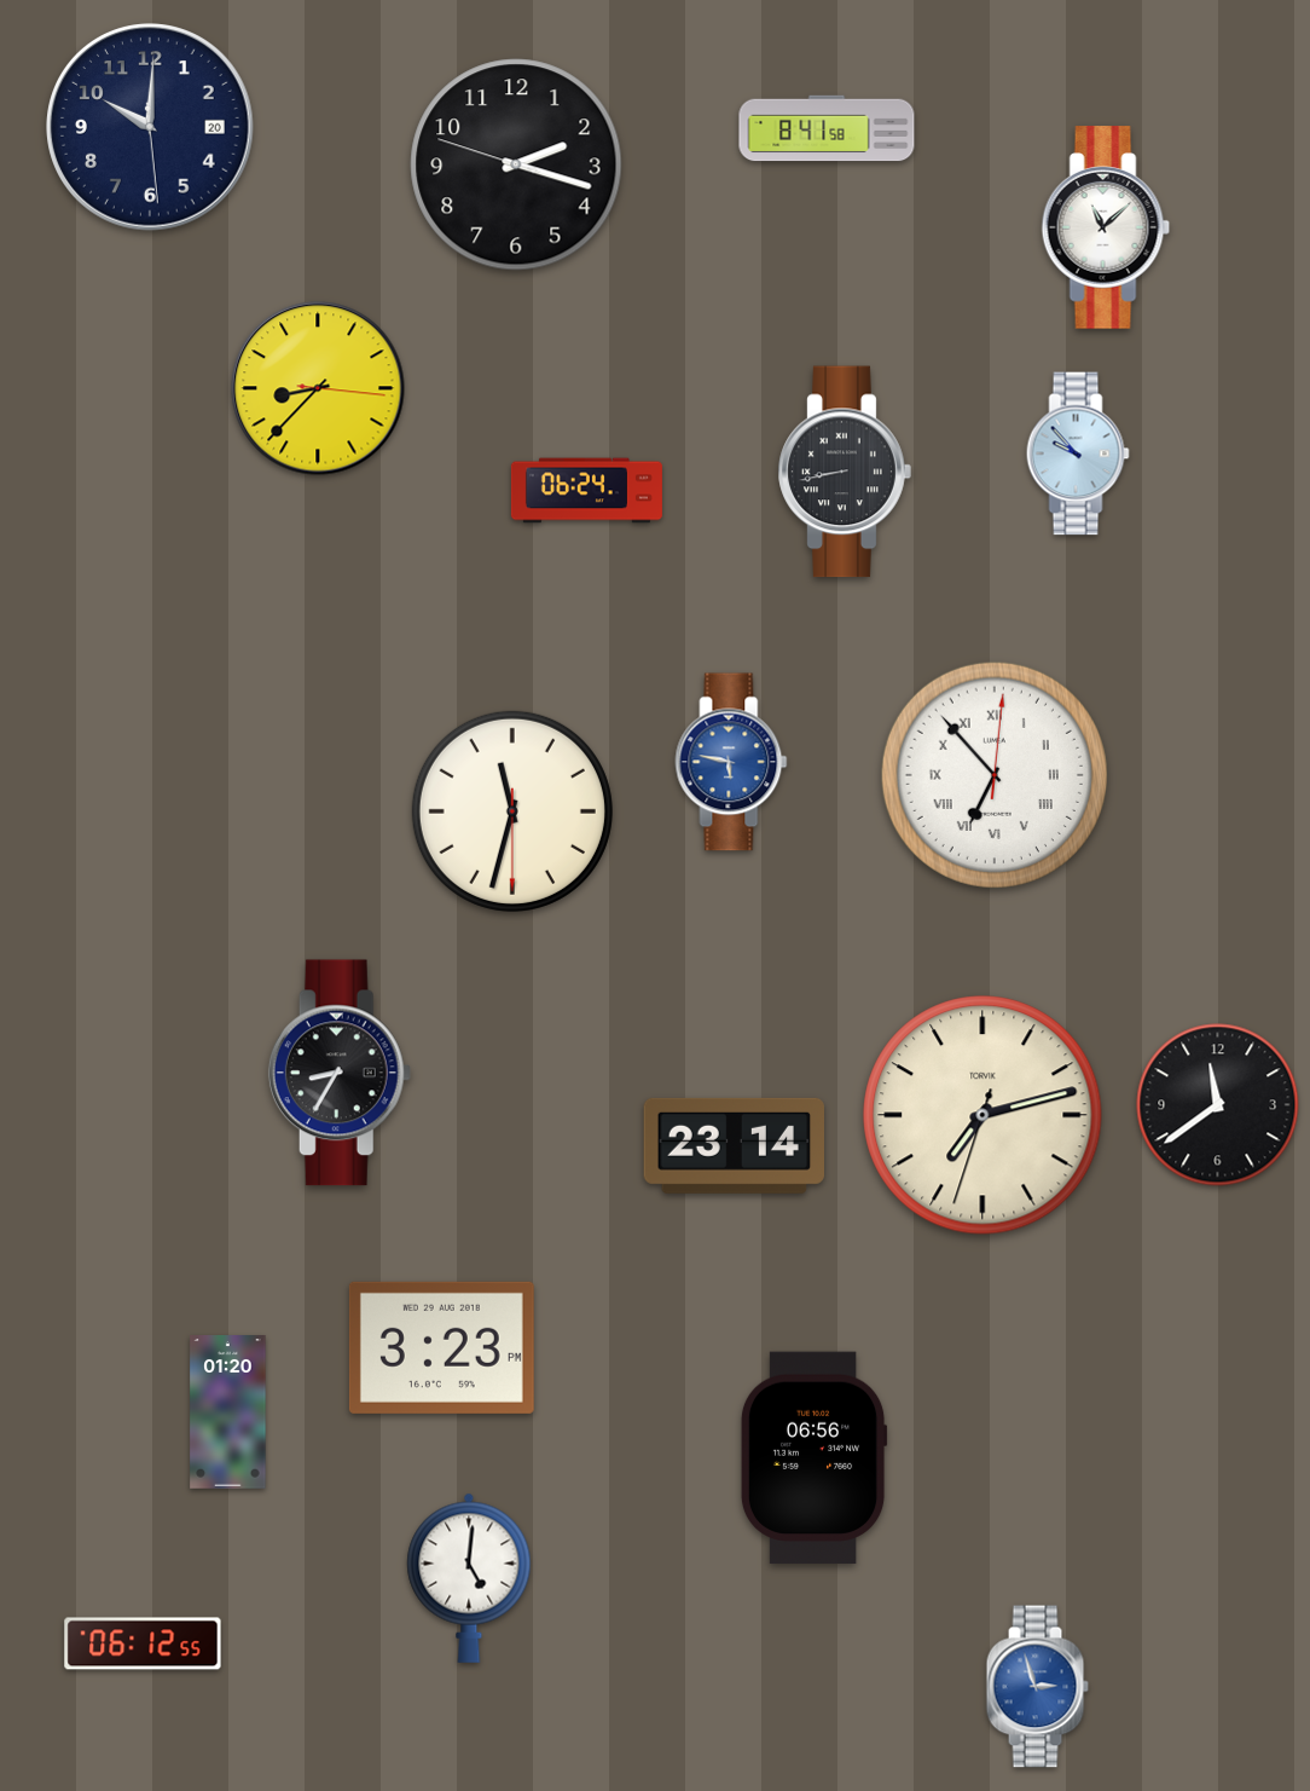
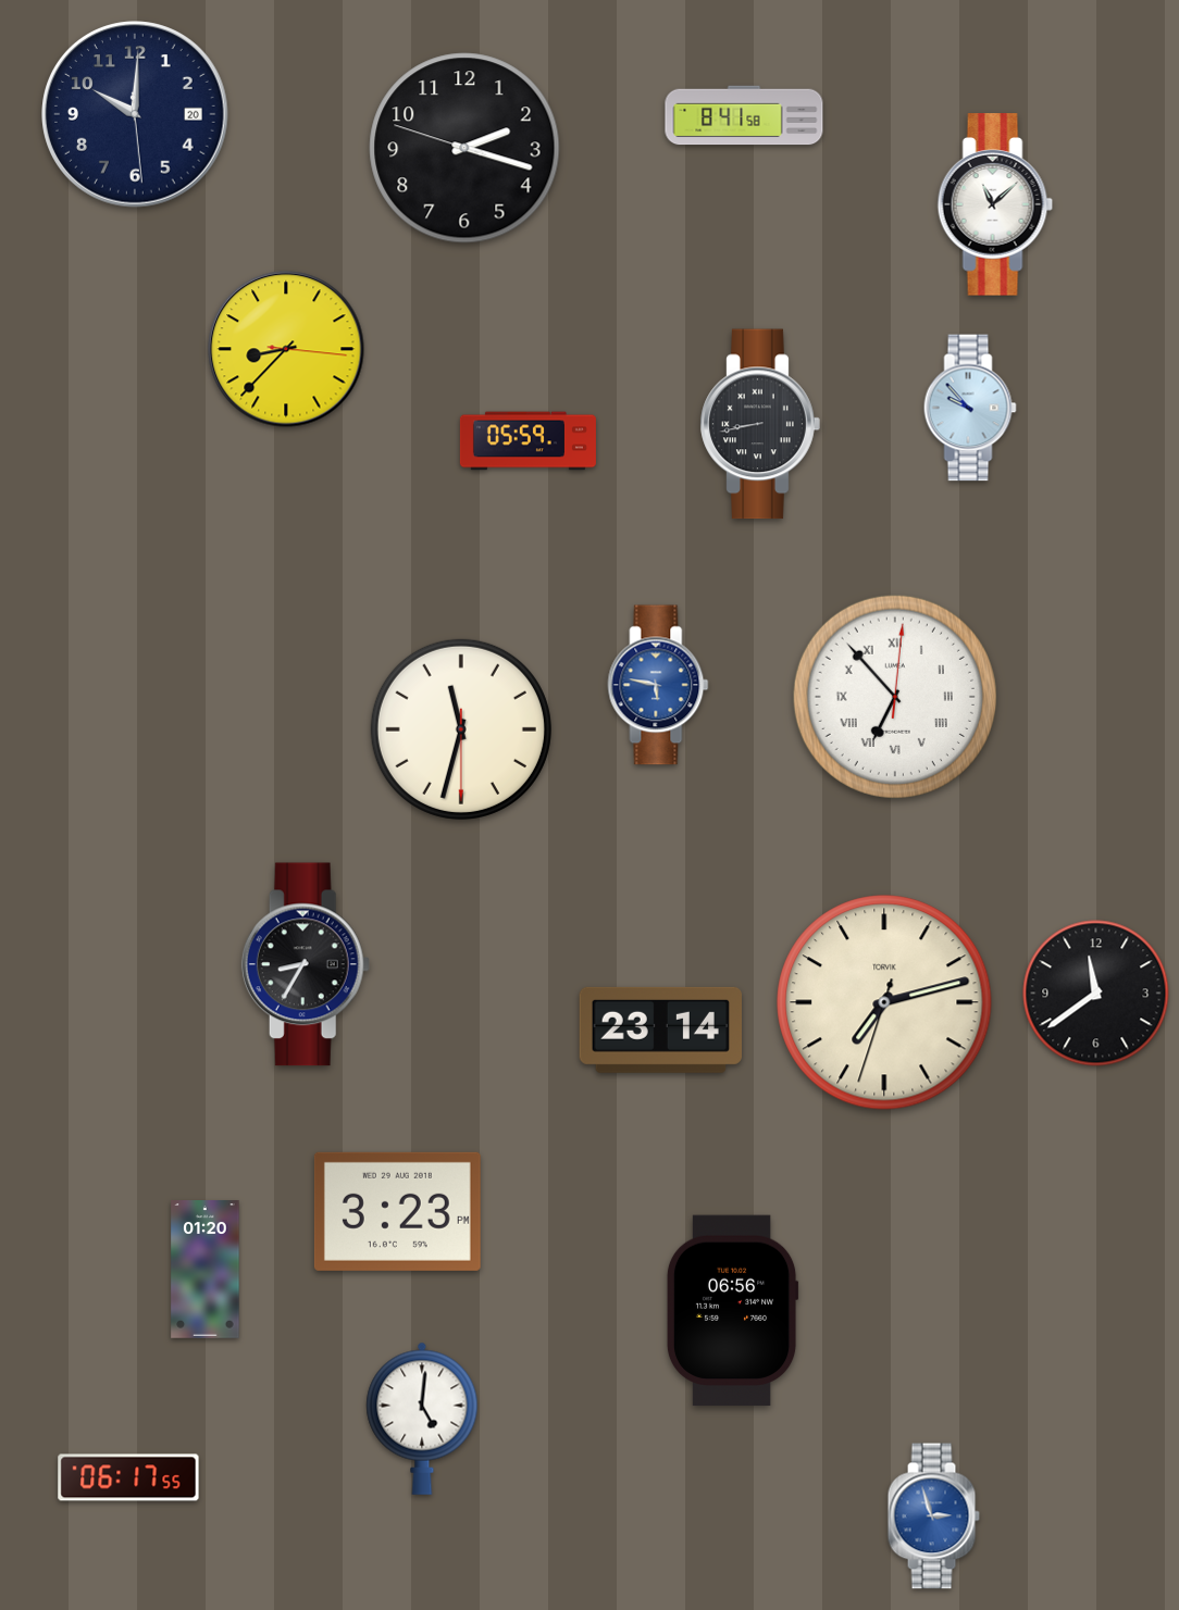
clock at (586, 491): 06:24 -> 05:59
clock at (143, 1643): 06:12 -> 06:17
